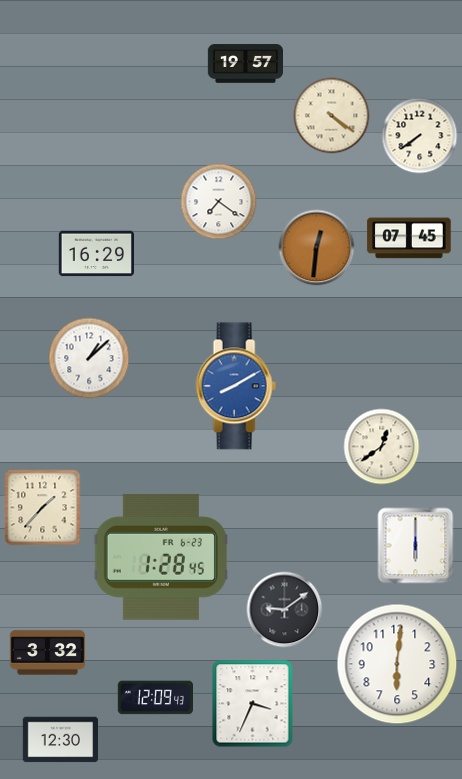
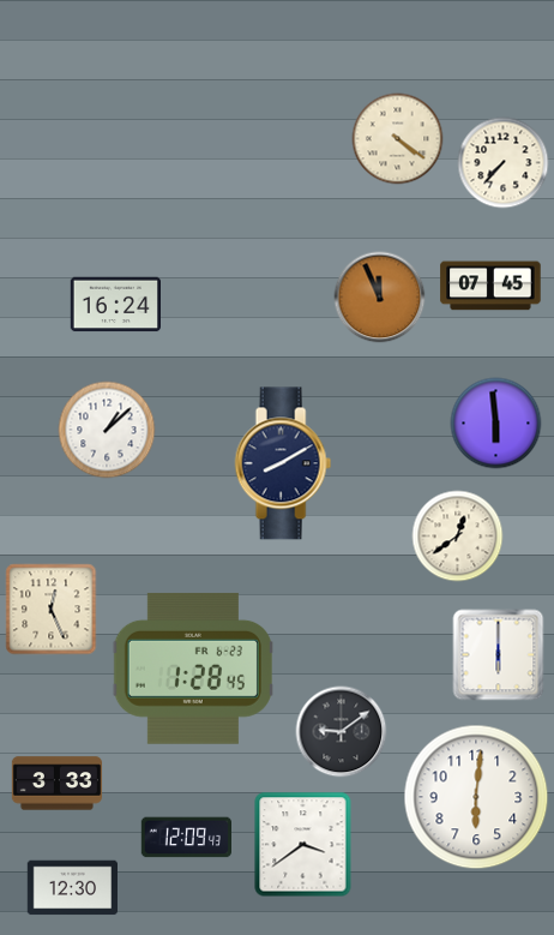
clock at (245, 64): 19:57 -> none
clock at (420, 136): 7:39 -> 7:37
clock at (219, 202): 7:21 -> none
clock at (317, 248): 12:31 -> 11:56
clock at (96, 254): 16:29 -> 16:24
clock at (496, 424): none -> 5:59
clock at (236, 386) dial: blue -> navy
clock at (43, 508): 1:37 -> 12:26
clock at (48, 653): 3:32 -> 3:33
clock at (253, 704): 3:34 -> 3:39
